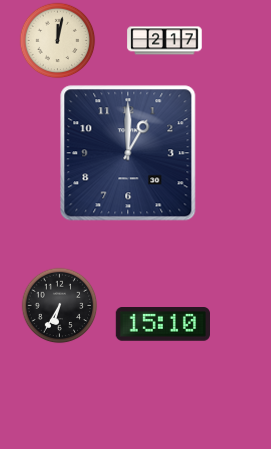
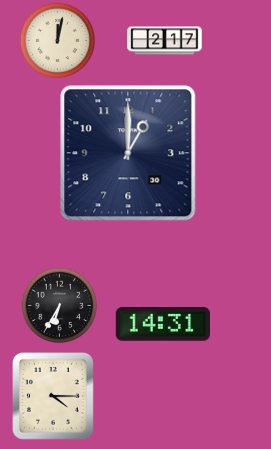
clock at (162, 324): 15:10 -> 14:31
clock at (54, 397): none -> 4:15
